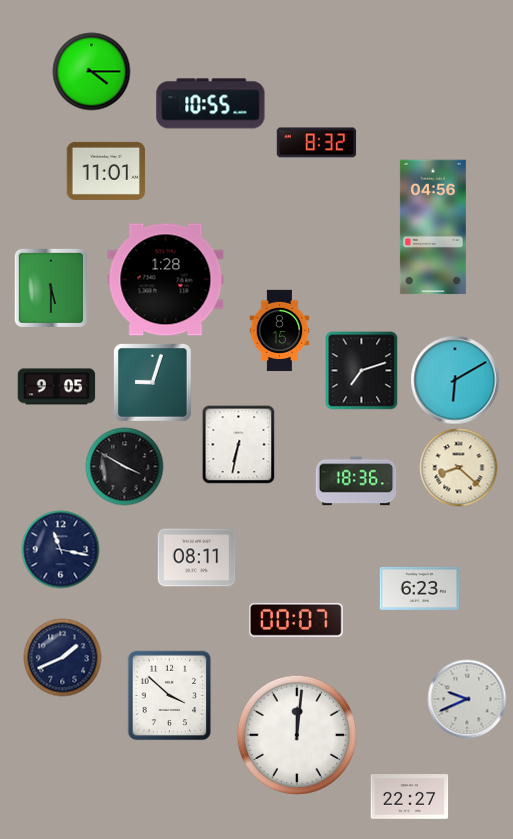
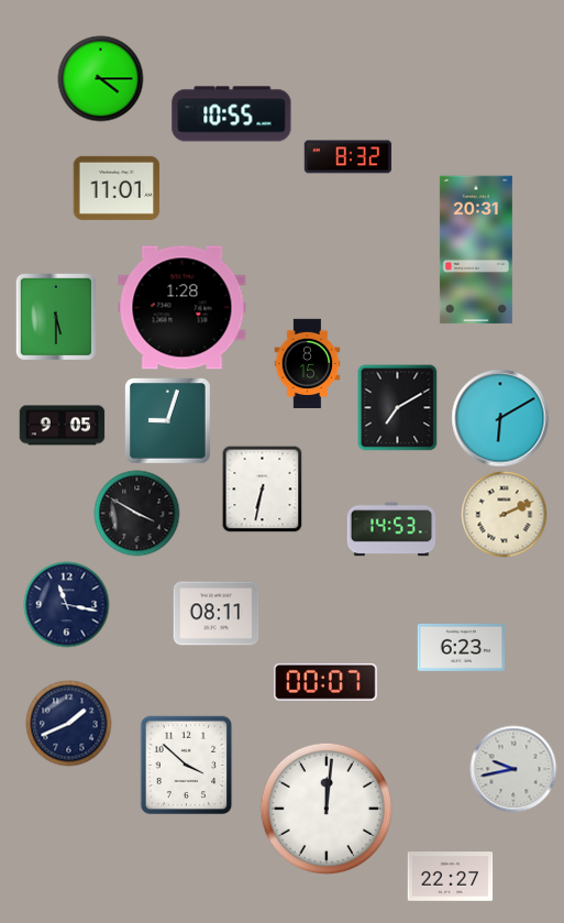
clock at (433, 227): 04:56 -> 20:31
clock at (362, 370): 7:12 -> 7:10
clock at (458, 467): 8:22 -> 2:11
clock at (356, 481): 18:36 -> 14:53
clock at (467, 699): 9:41 -> 9:43
